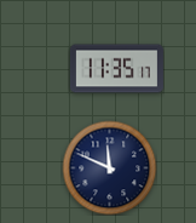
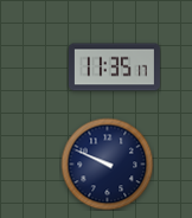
clock at (109, 167): 11:49 -> 9:49
